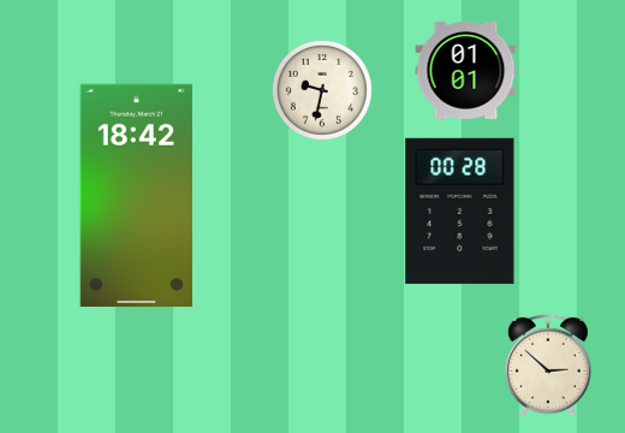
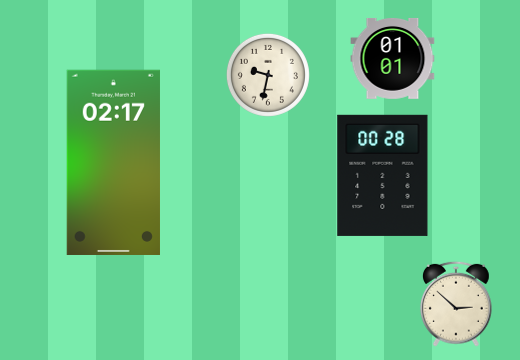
clock at (466, 71) position: (466, 71) -> (393, 59)
clock at (136, 195): 18:42 -> 02:17
